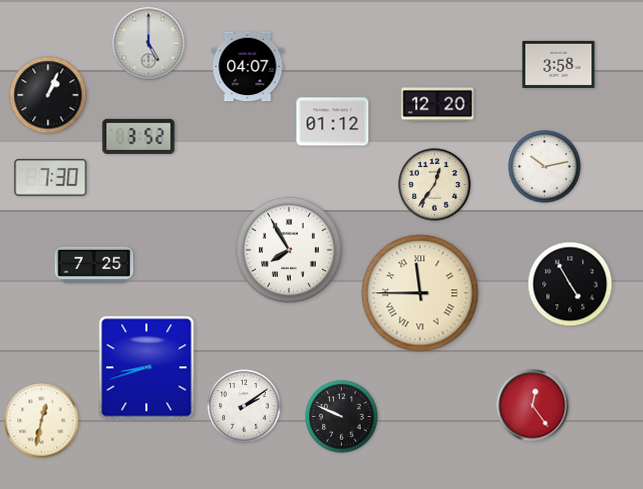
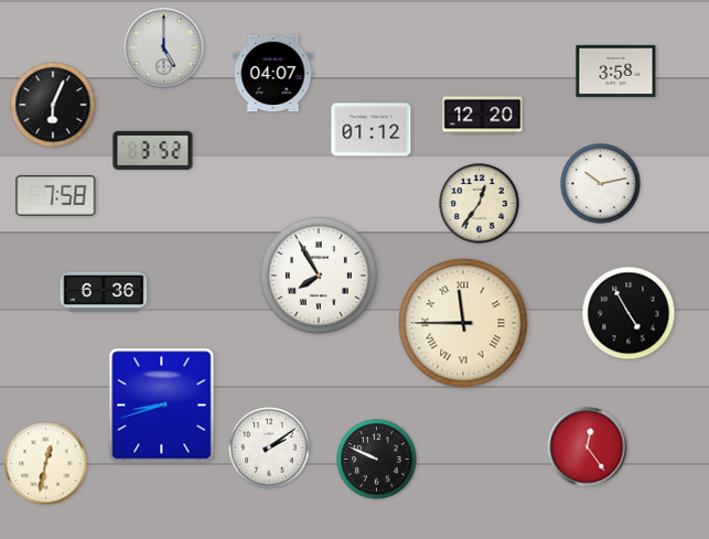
clock at (48, 95): 1:04 -> 6:04
clock at (333, 122) position: (333, 122) -> (372, 130)
clock at (51, 177): 7:30 -> 7:58
clock at (94, 264): 7:25 -> 6:36
